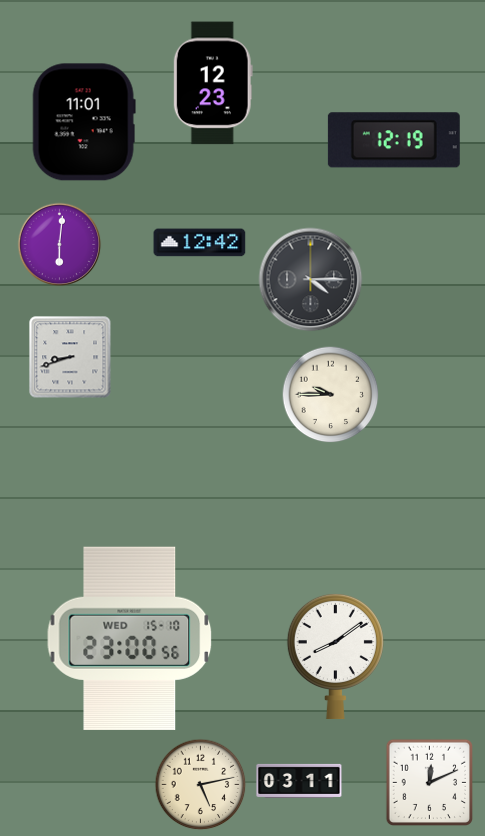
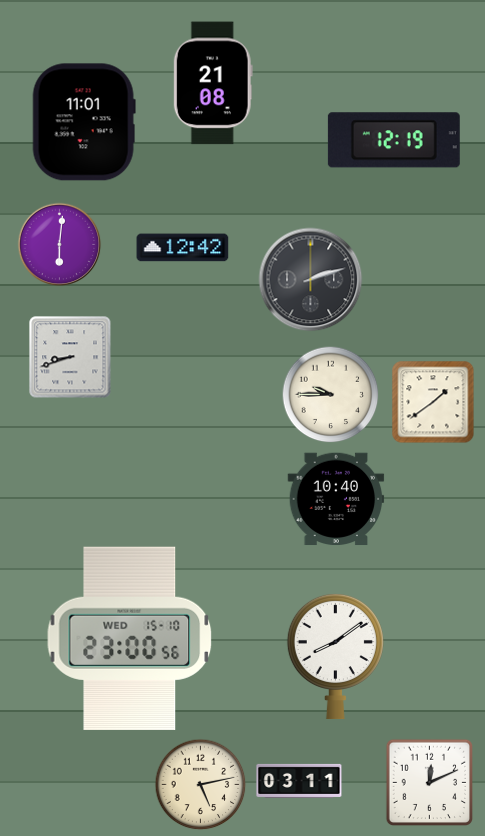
clock at (213, 83): 12:23 -> 21:08
clock at (200, 243) position: (200, 243) -> (183, 248)
clock at (311, 280): 4:15 -> 2:12
clock at (433, 402): none -> 1:39
clock at (336, 499): none -> 10:40
